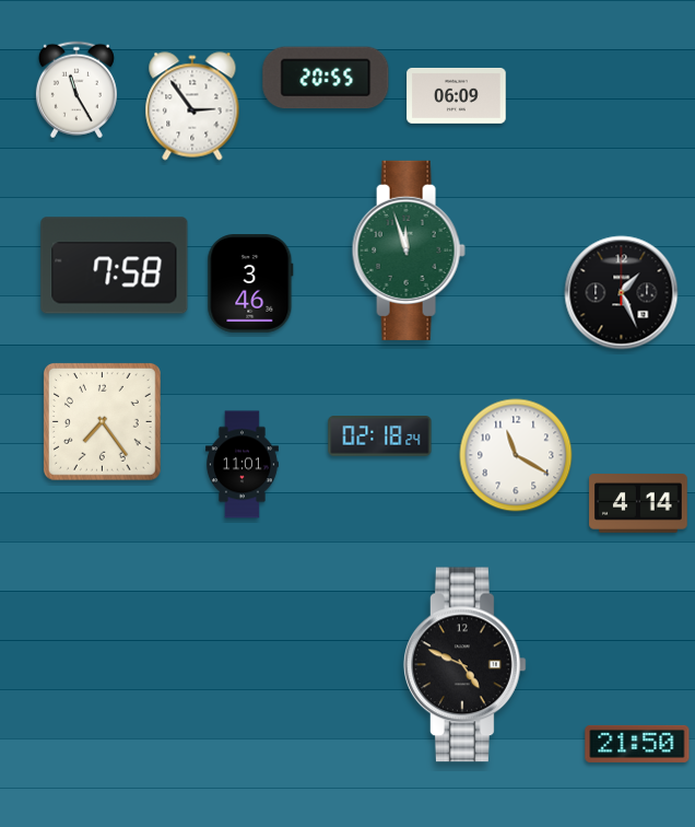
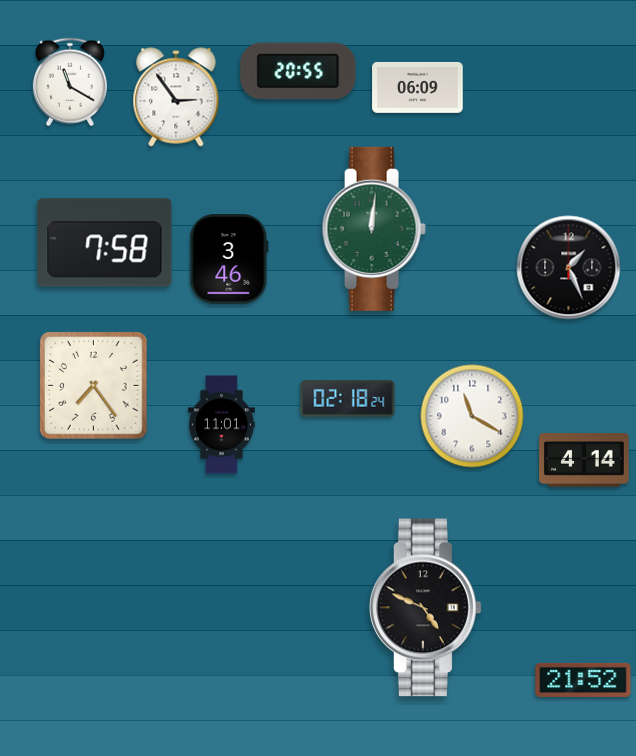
clock at (76, 90): 11:25 -> 11:20
clock at (409, 251): 11:57 -> 12:01
clock at (637, 744): 21:50 -> 21:52
